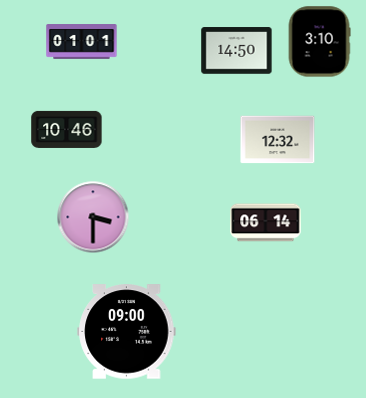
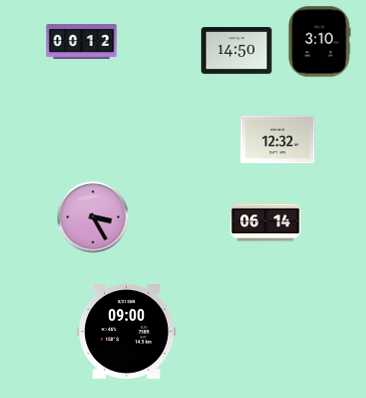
clock at (82, 42): 01:01 -> 00:12
clock at (67, 129): 10:46 -> none
clock at (93, 217): 3:30 -> 3:25
